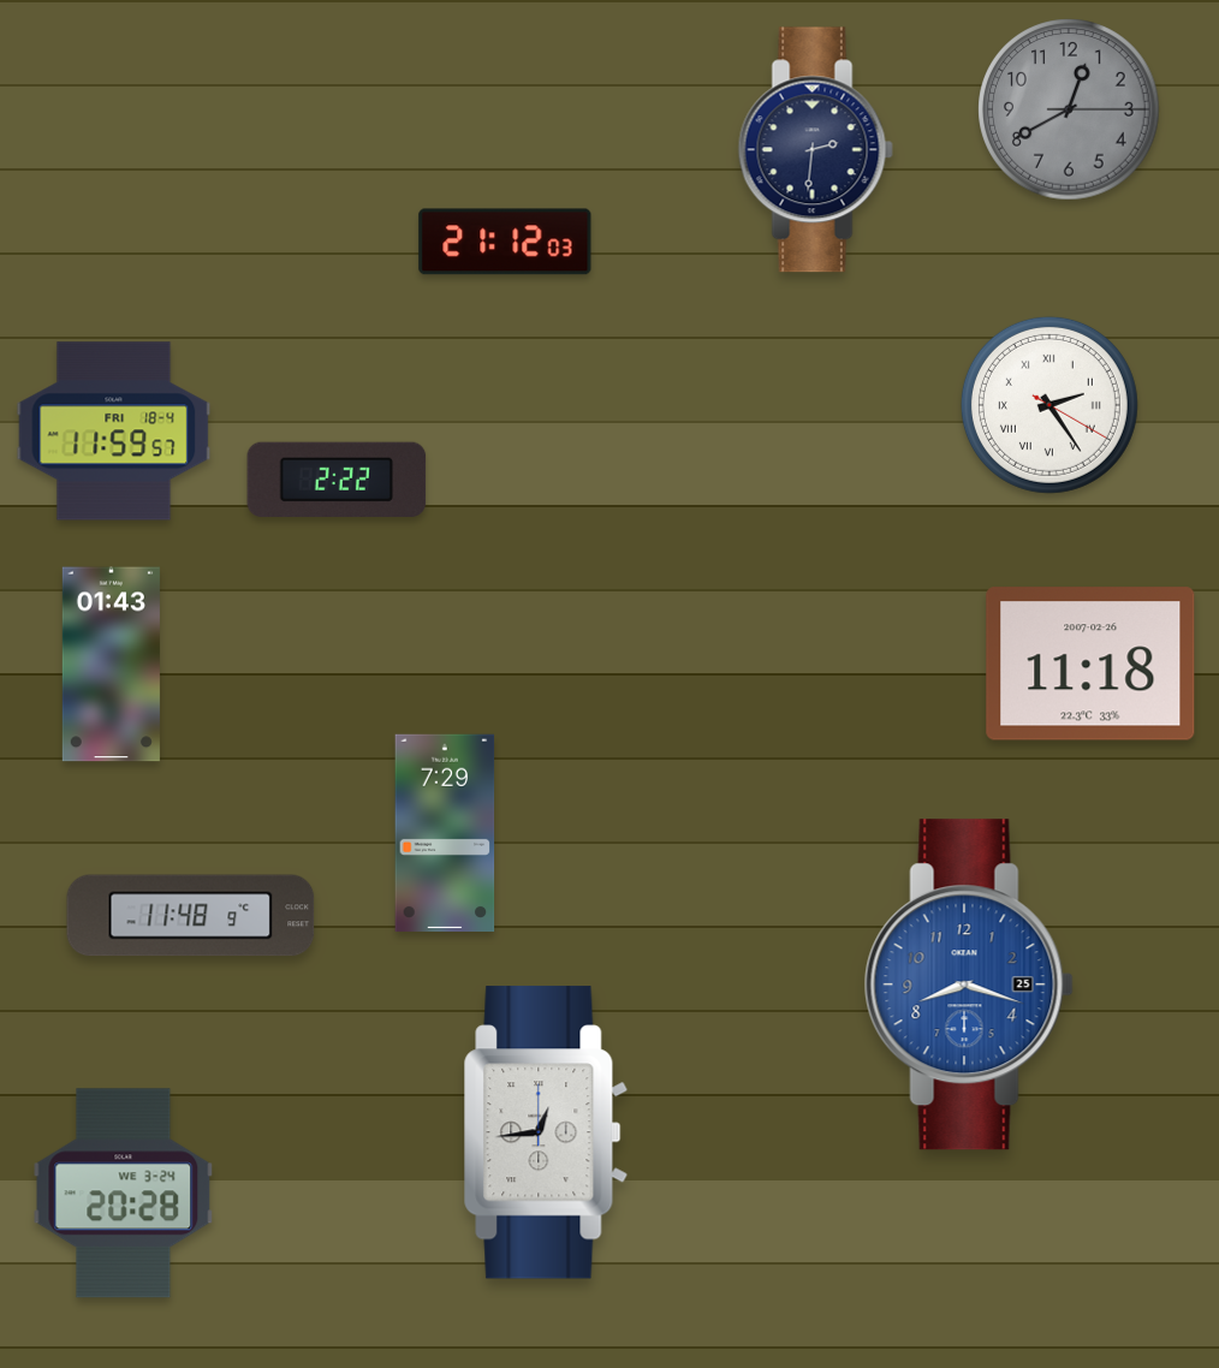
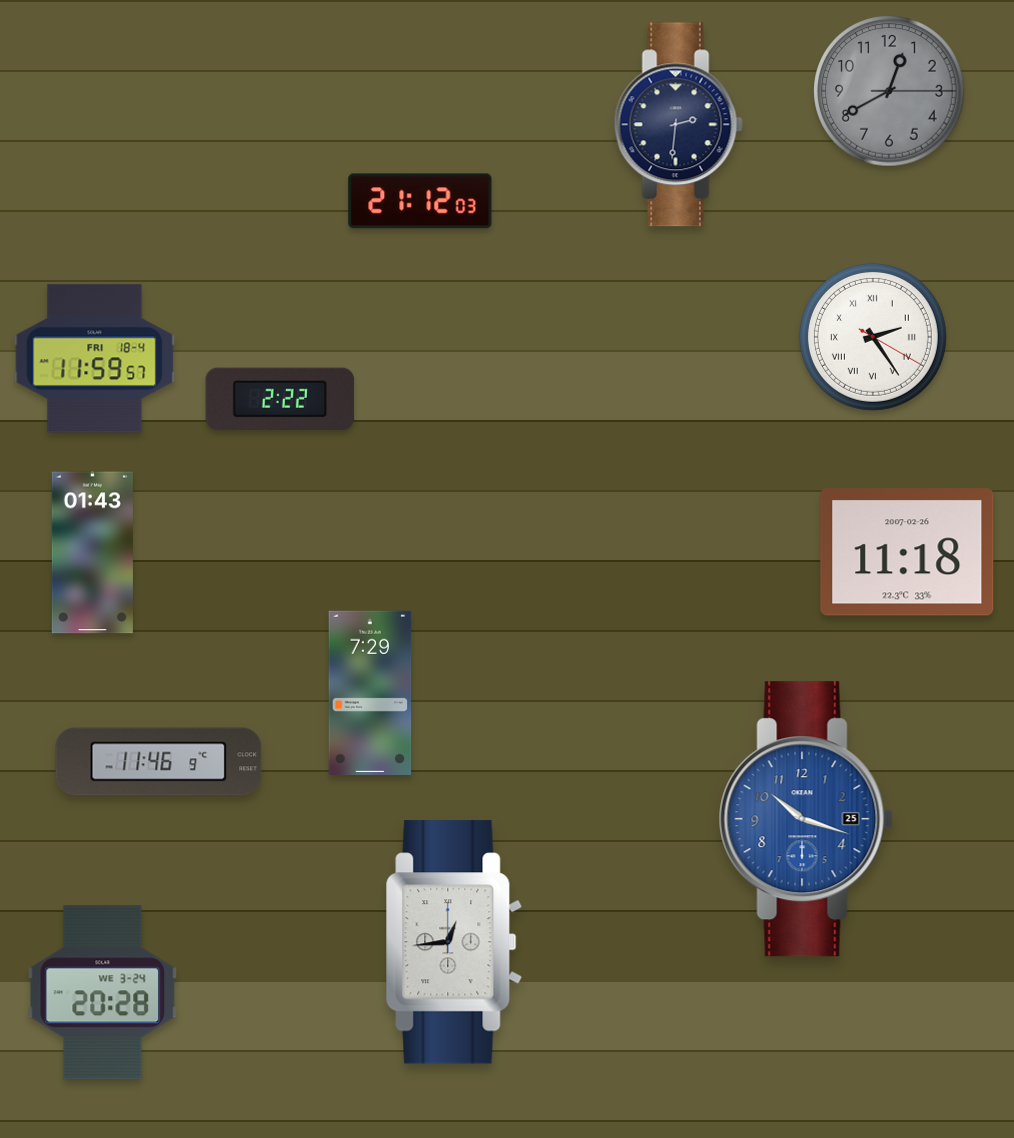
clock at (191, 916): 11:48 -> 11:46
clock at (969, 985): 8:18 -> 10:18
